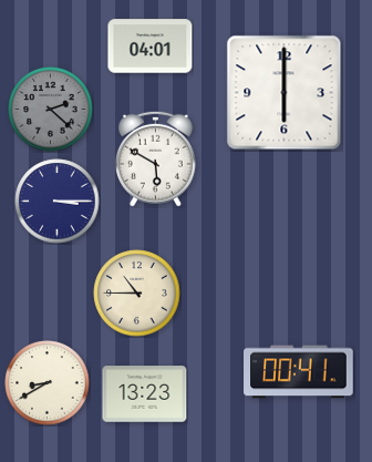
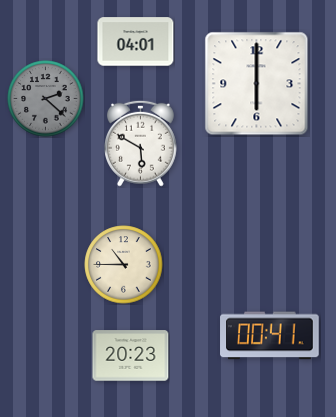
clock at (58, 202): 3:15 -> none
clock at (48, 383): 8:40 -> none
clock at (145, 394): 13:23 -> 20:23
